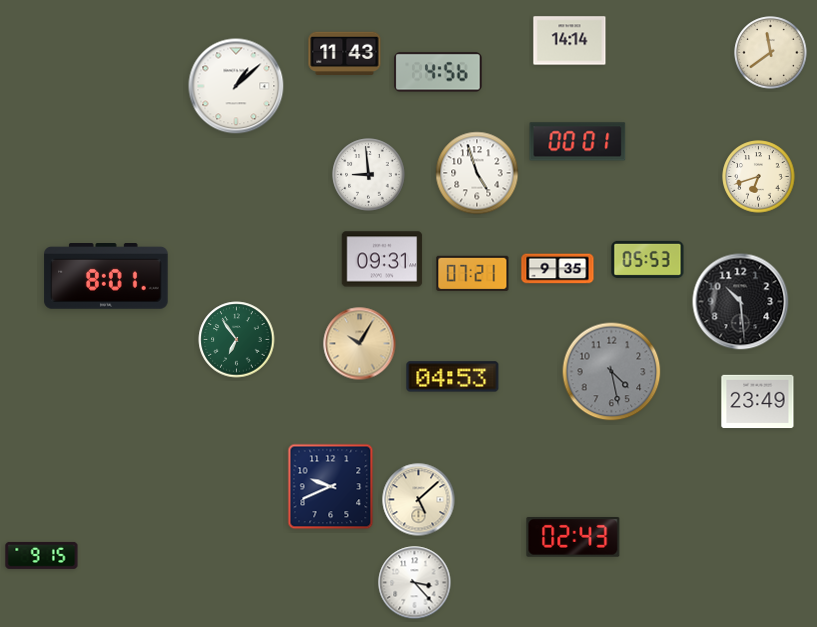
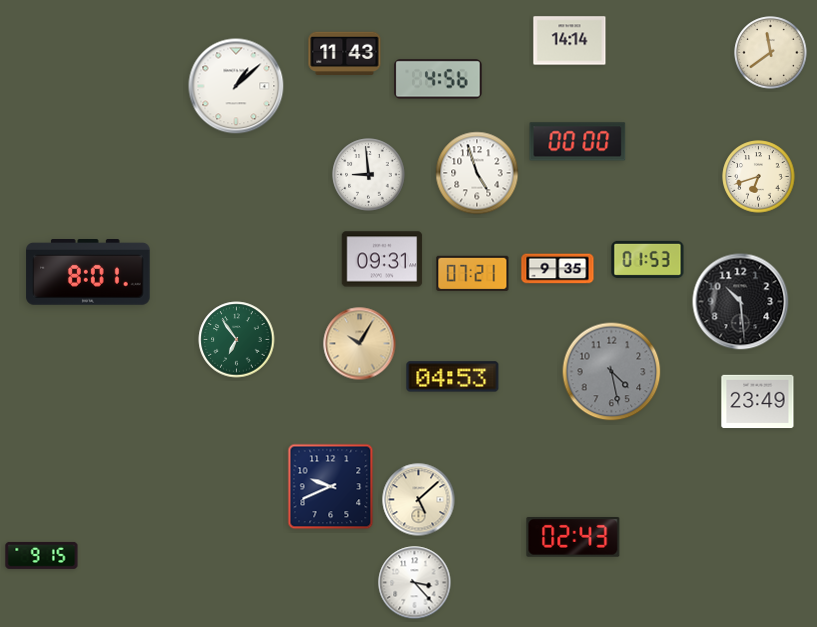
clock at (438, 72) position: (438, 72) -> (438, 79)
clock at (578, 142): 00:01 -> 00:00
clock at (648, 259): 05:53 -> 01:53
clock at (106, 277) position: (106, 277) -> (88, 273)
